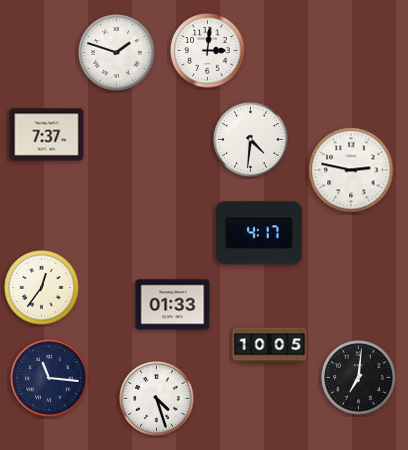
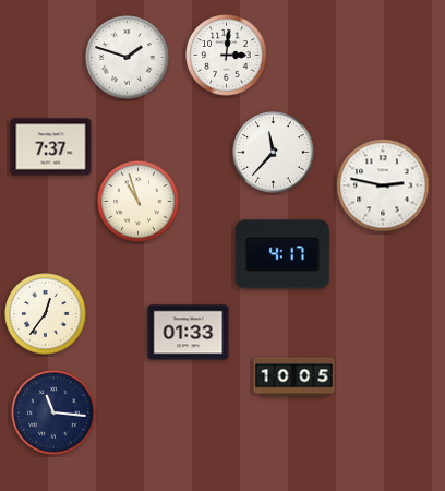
clock at (251, 140): 4:31 -> 11:37
clock at (139, 202): none -> 10:57
clock at (359, 378): 7:01 -> none
clock at (157, 399): 4:27 -> none
